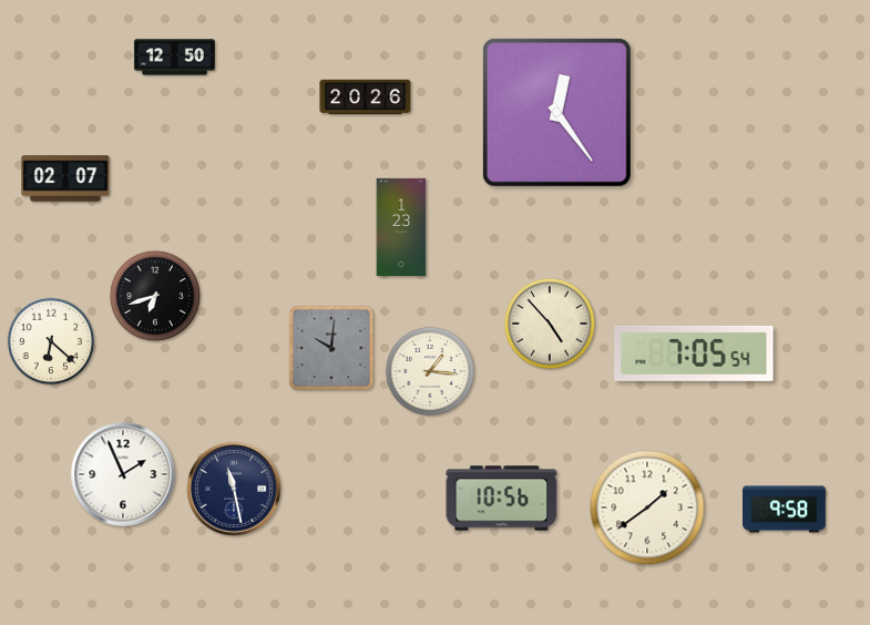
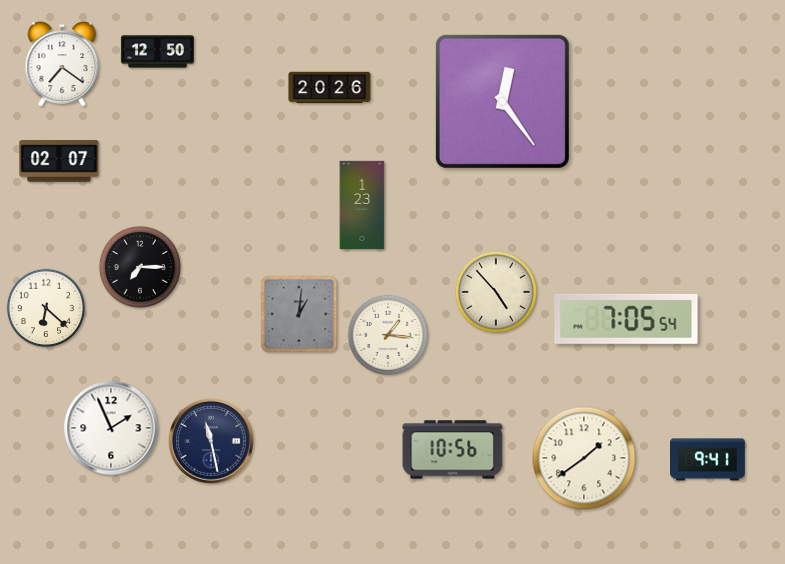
clock at (62, 64): none -> 7:21
clock at (155, 296): 6:42 -> 7:15
clock at (331, 348): 10:01 -> 1:01
clock at (785, 510): 9:58 -> 9:41
